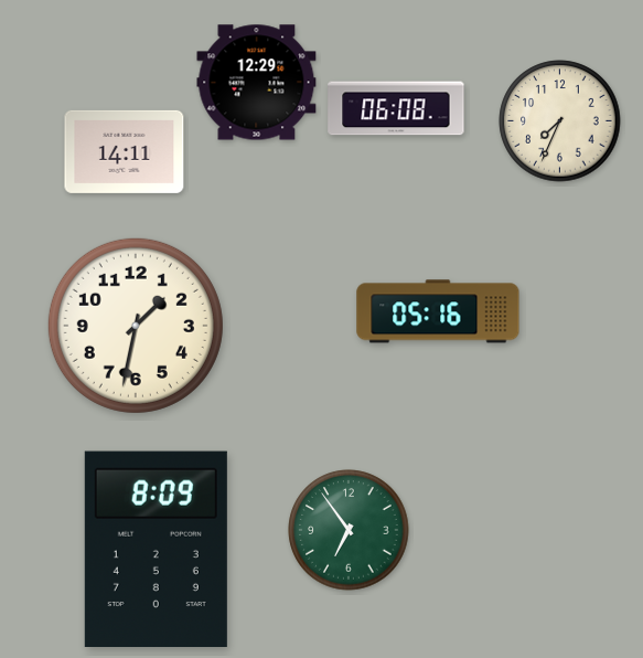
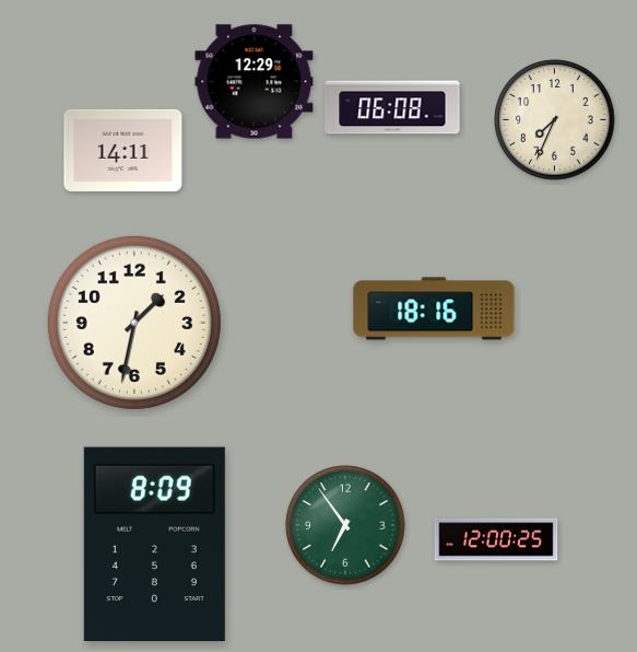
clock at (438, 311): 05:16 -> 18:16
clock at (496, 539): none -> 12:00
